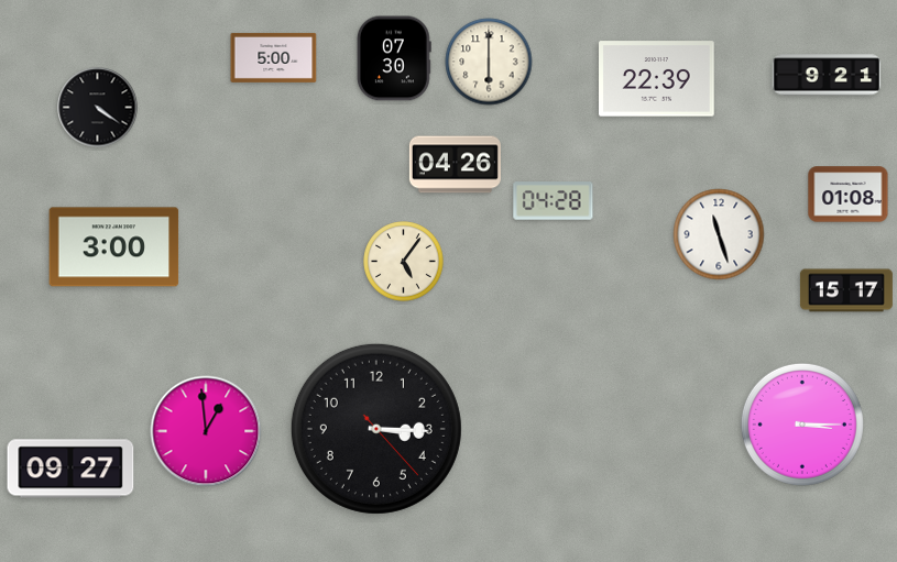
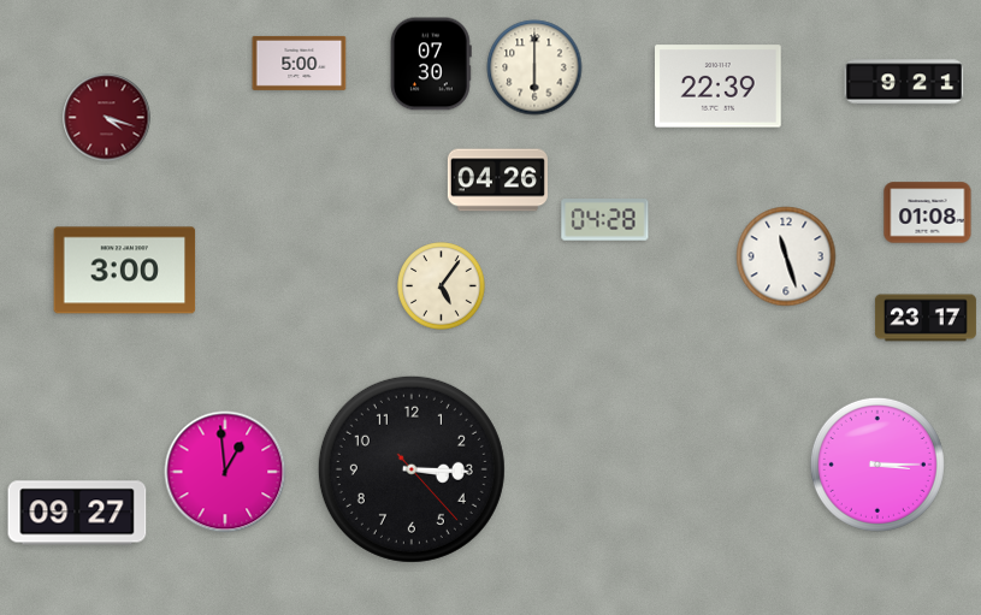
clock at (98, 108): 4:21 -> 4:18
clock at (98, 108) dial: black -> burgundy
clock at (846, 290): 15:17 -> 23:17
